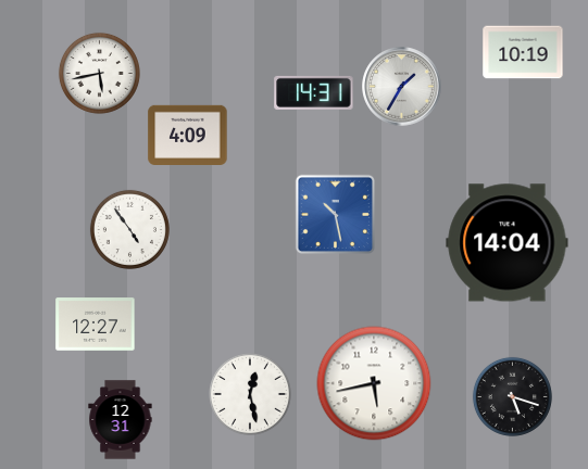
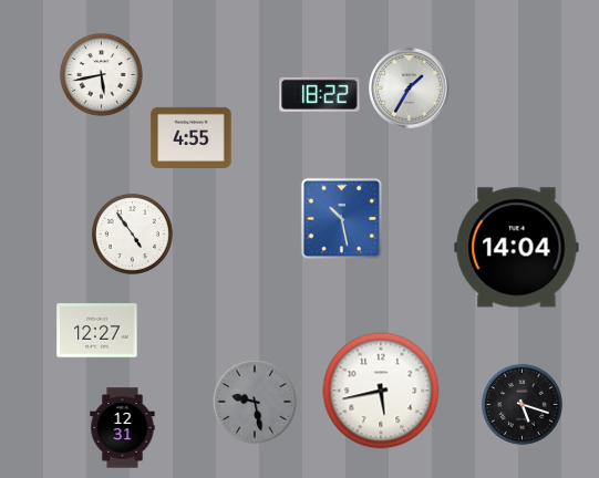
clock at (523, 52): 10:19 -> none
clock at (314, 92): 14:31 -> 18:22
clock at (188, 135): 4:09 -> 4:55
clock at (250, 394): 12:28 -> 9:28
clock at (250, 394) dial: white -> grey
